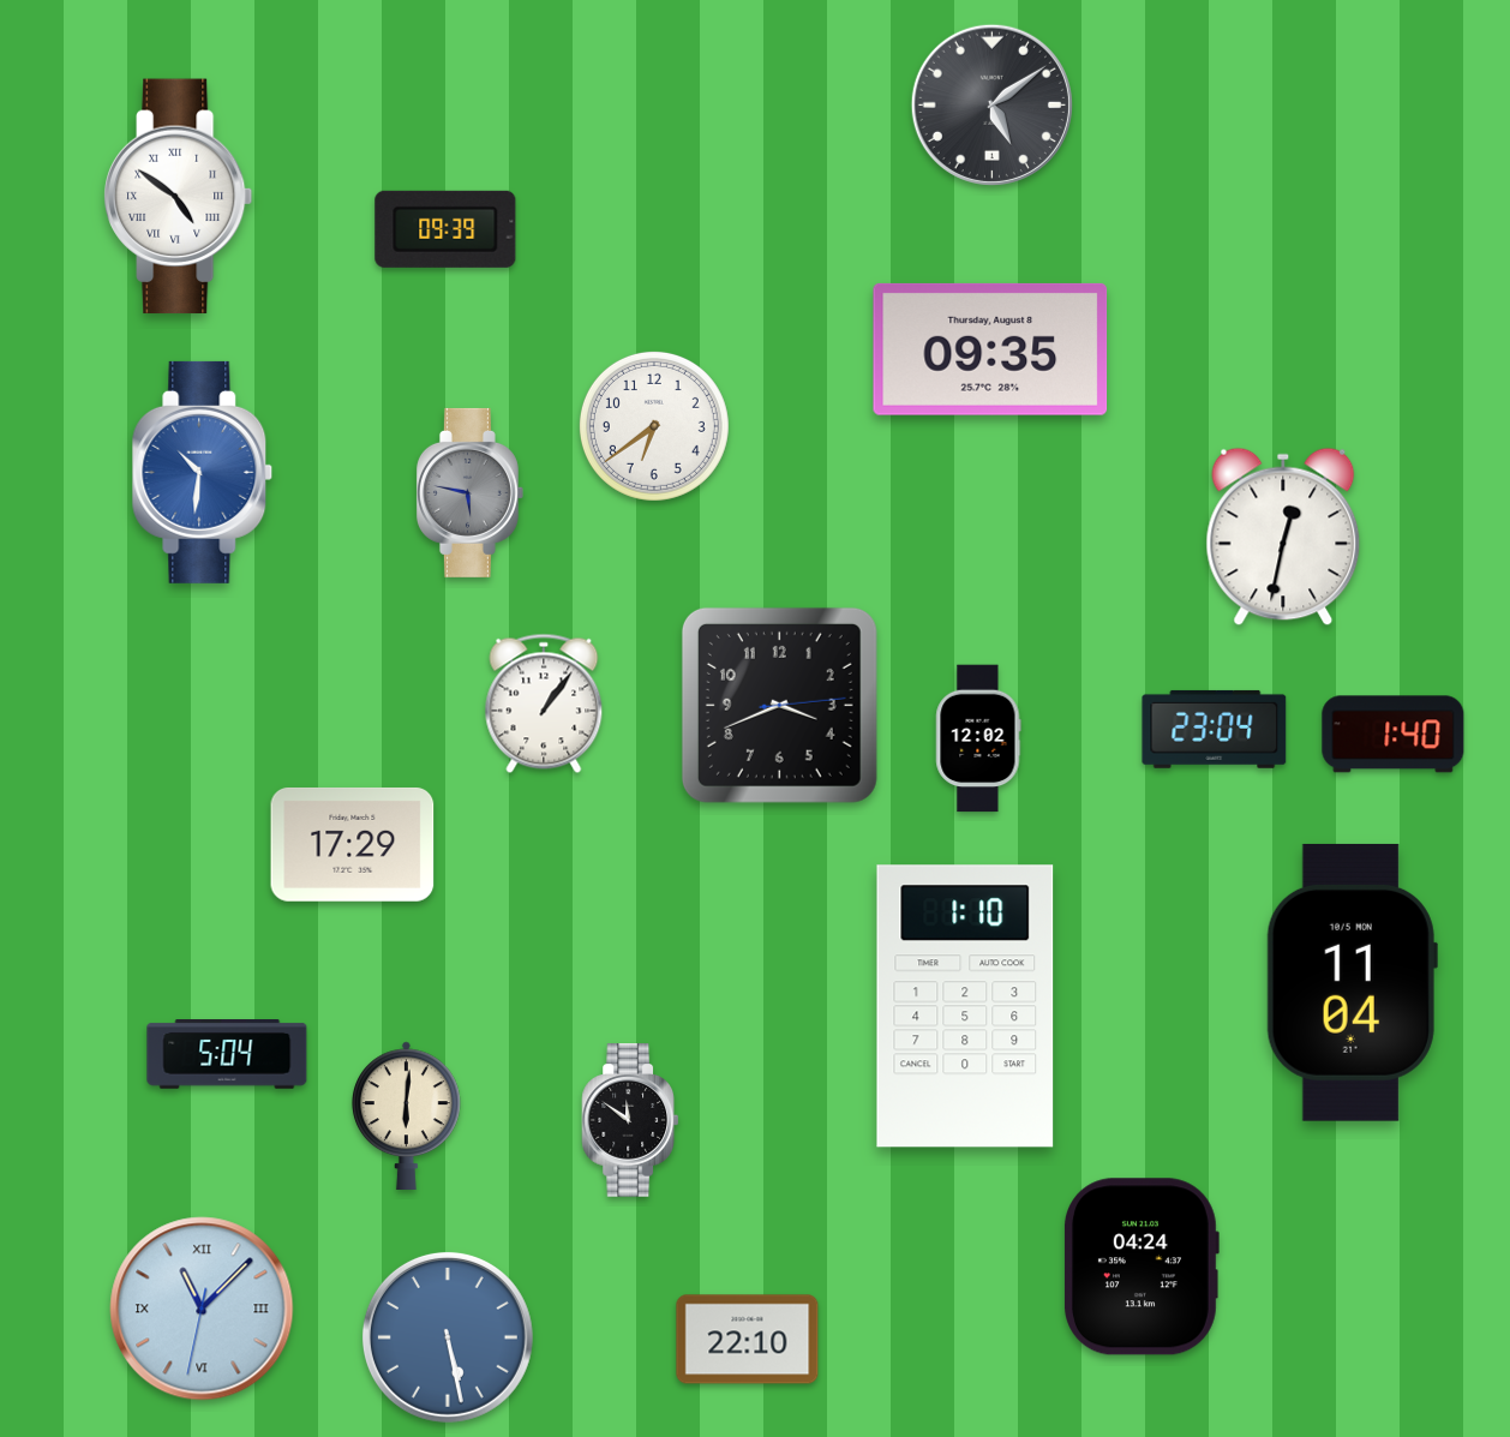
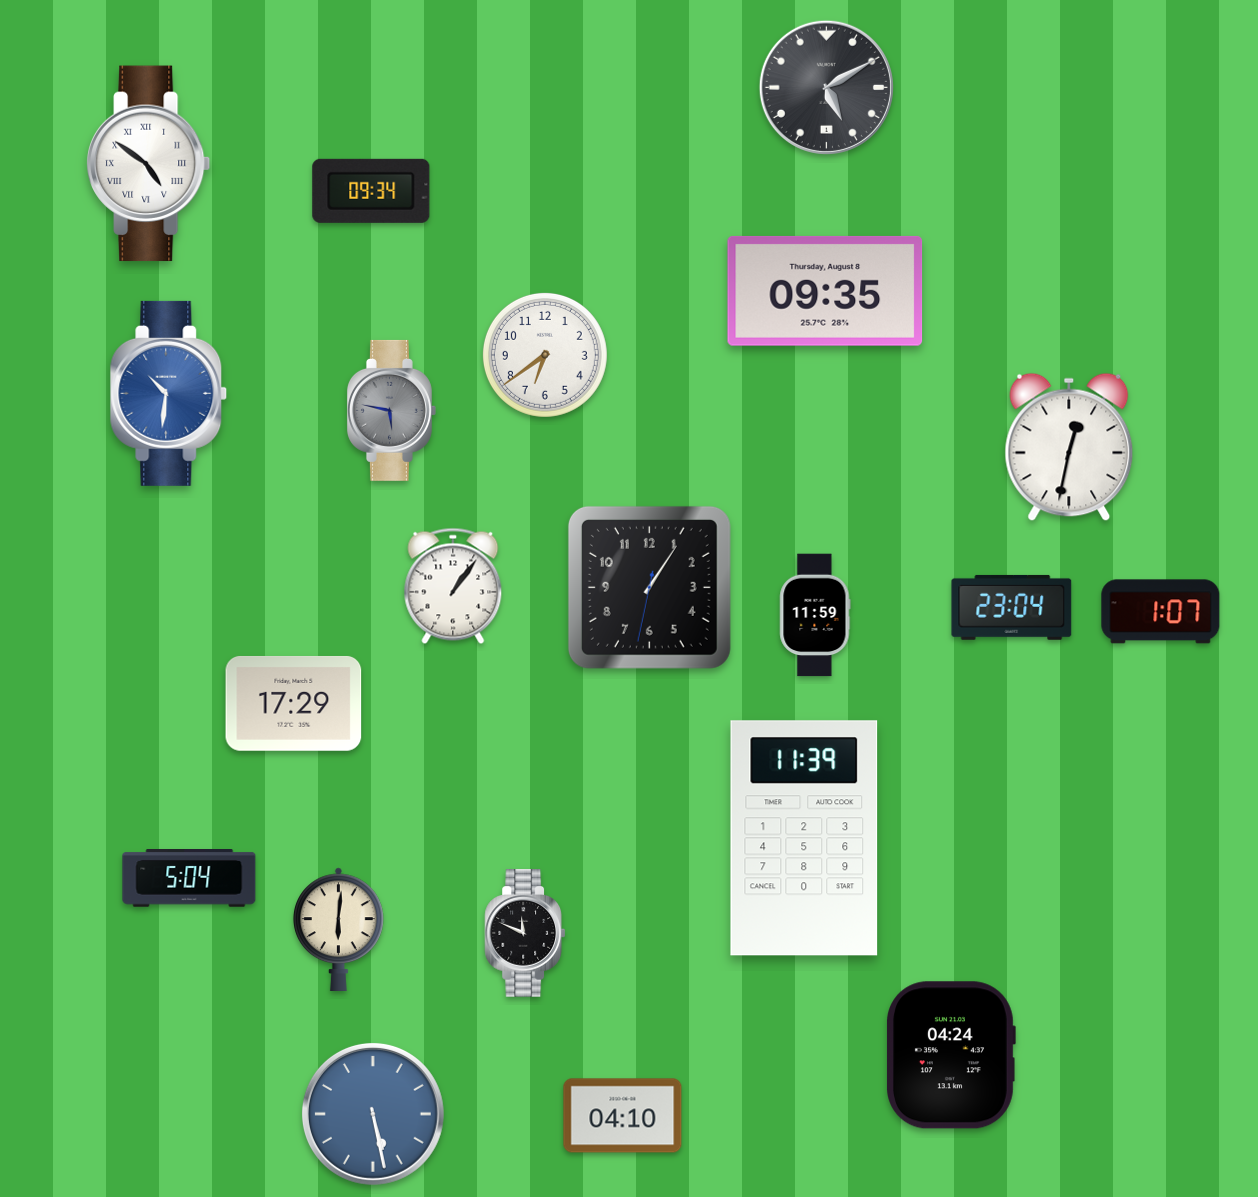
clock at (991, 104): 5:09 -> 5:10
clock at (445, 229): 09:39 -> 09:34
clock at (779, 705): 3:41 -> 1:05
clock at (1394, 735): 1:40 -> 1:07
clock at (978, 738): 12:02 -> 11:59
clock at (1352, 982): 11:04 -> none
clock at (965, 1006): 1:10 -> 11:39
clock at (630, 1120): 11:51 -> 11:49
clock at (202, 1309): 11:07 -> none
clock at (748, 1340): 22:10 -> 04:10
